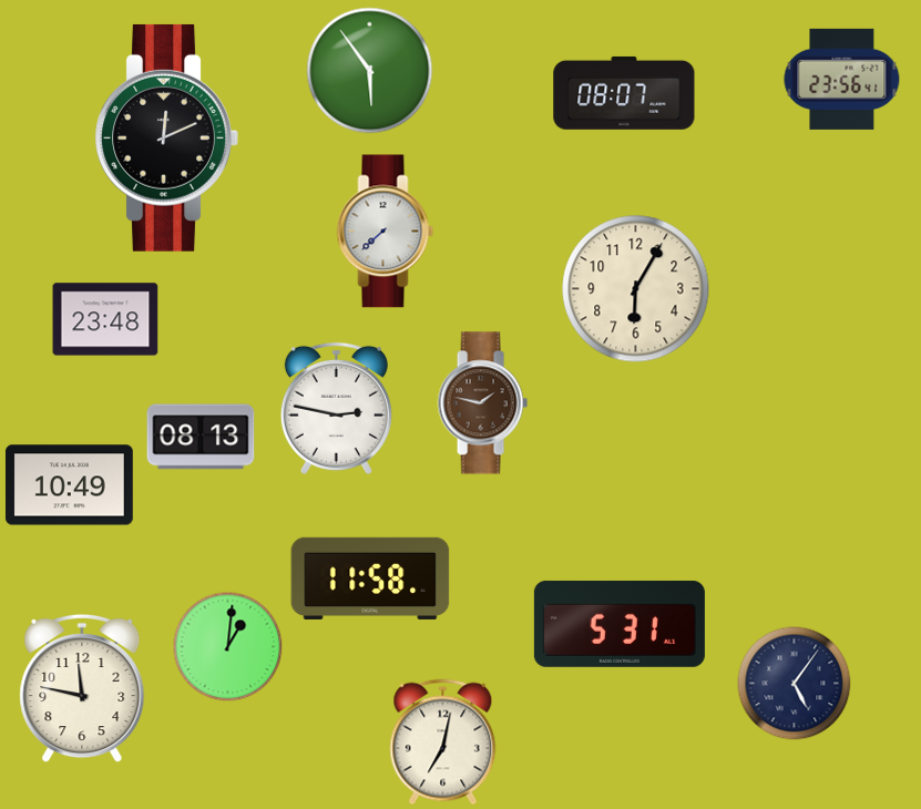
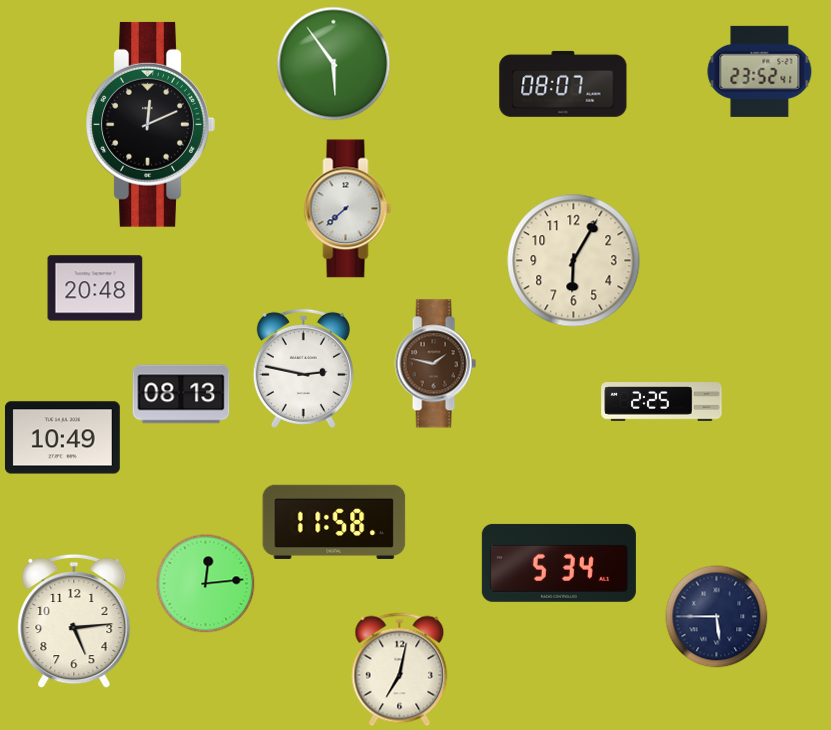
clock at (842, 79): 23:56 -> 23:52
clock at (105, 319): 23:48 -> 20:48
clock at (662, 402): none -> 2:25
clock at (620, 624): 5:31 -> 5:34
clock at (228, 647): 1:01 -> 12:14
clock at (795, 684): 5:06 -> 5:45
clock at (82, 688): 11:47 -> 5:14
